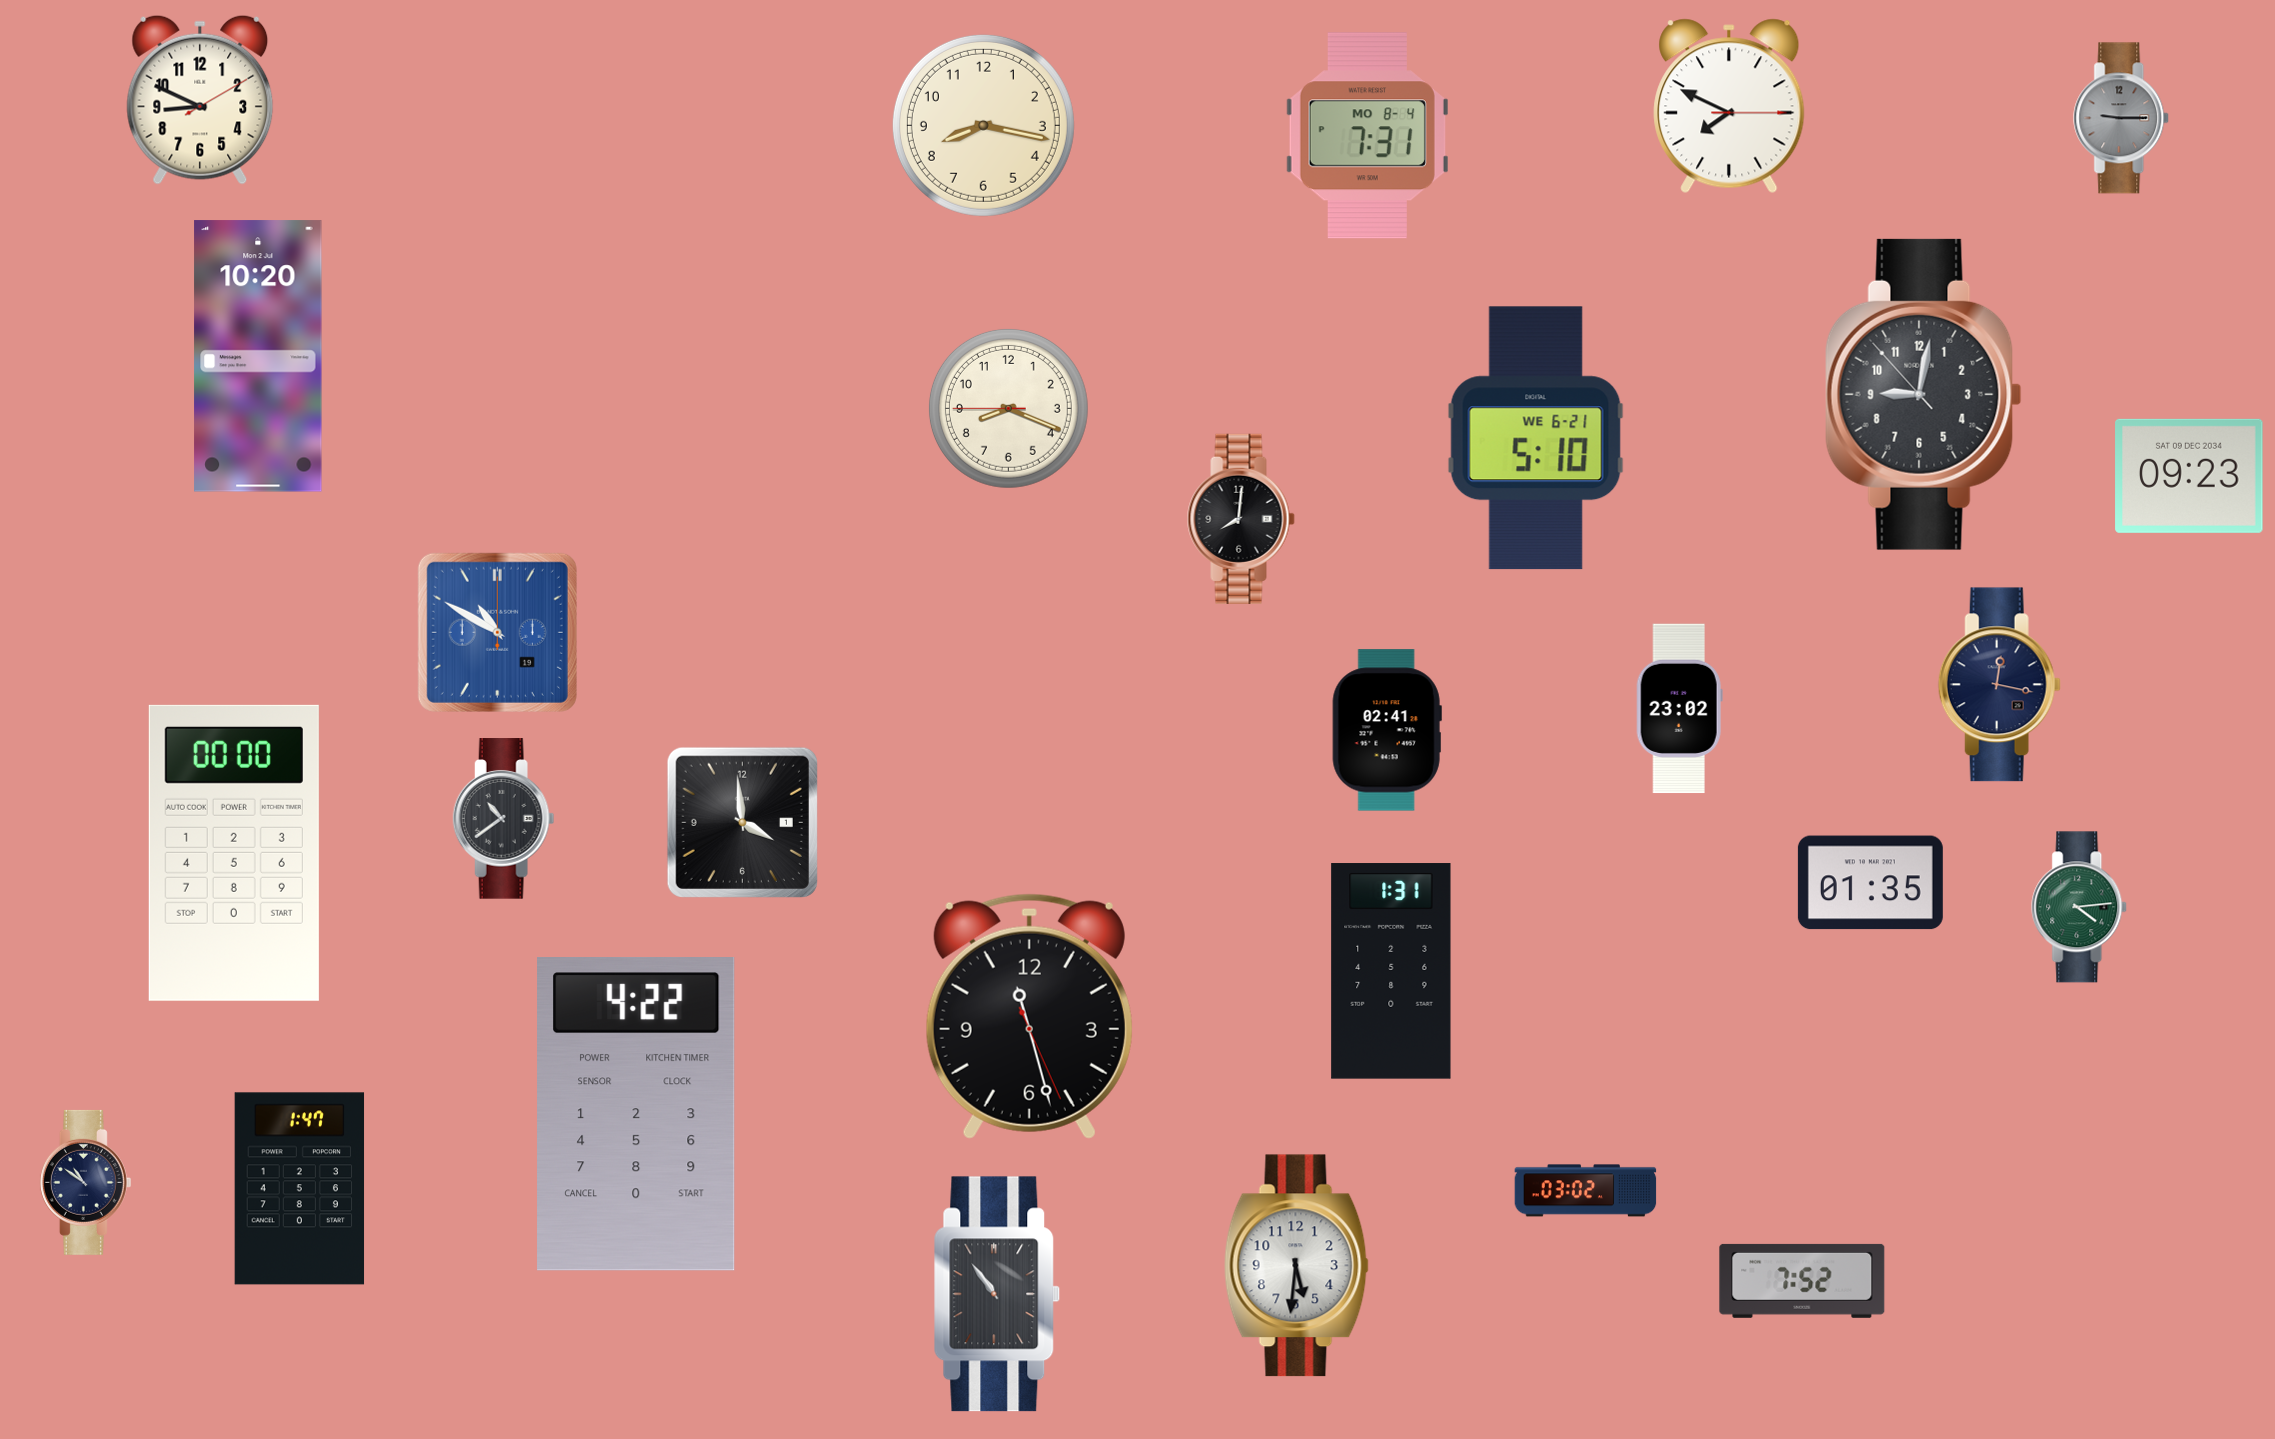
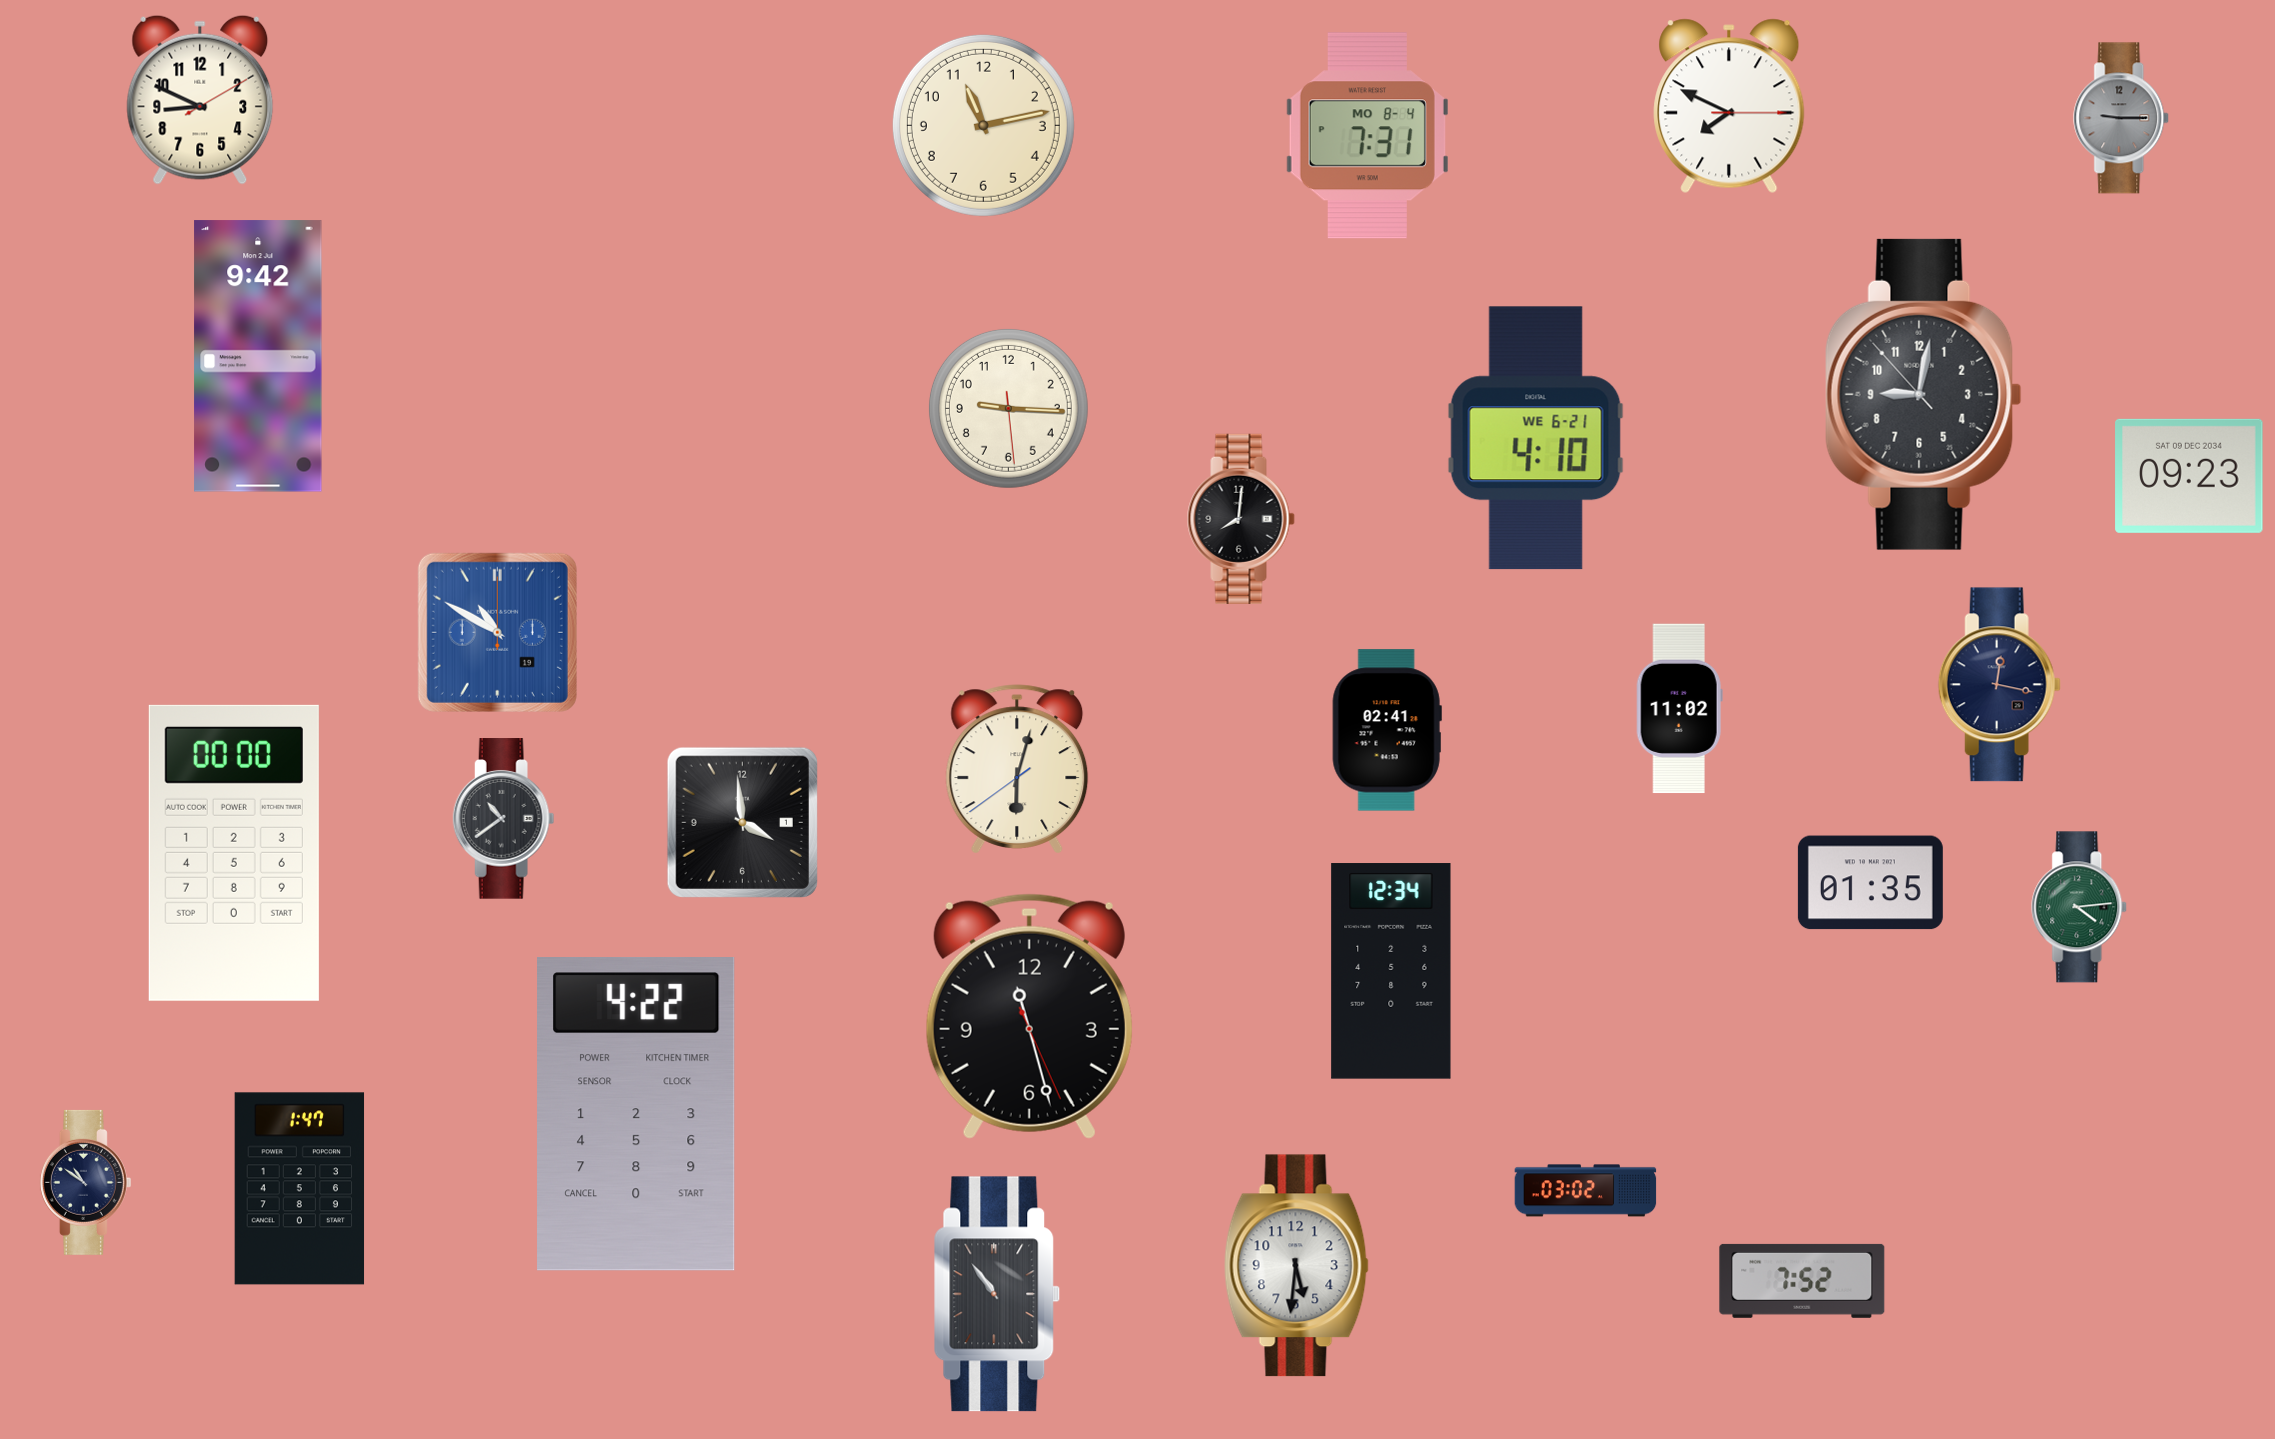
clock at (983, 125): 8:17 -> 11:13
clock at (258, 356): 10:20 -> 9:42
clock at (1008, 408): 8:18 -> 9:15
clock at (1536, 438): 5:10 -> 4:10
clock at (1679, 709): 23:02 -> 11:02
clock at (1017, 769): none -> 6:02
clock at (1391, 971): 1:31 -> 12:34
